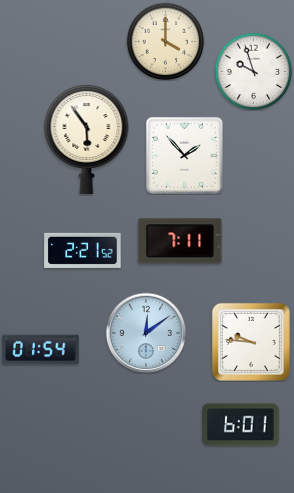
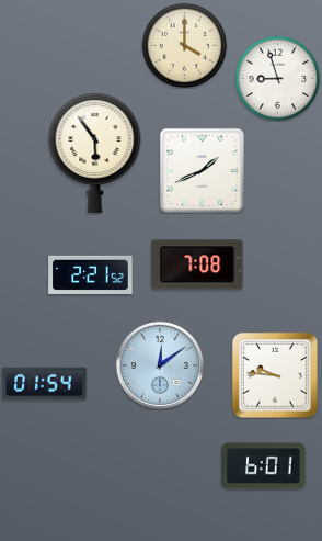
clock at (165, 41) position: (165, 41) -> (184, 45)
clock at (253, 71): 9:57 -> 8:57
clock at (184, 155): 1:53 -> 1:41
clock at (180, 241): 7:11 -> 7:08
